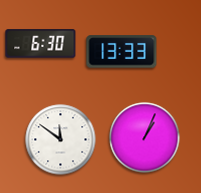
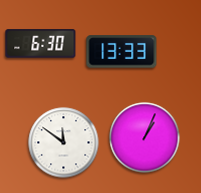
clock at (61, 140) position: (61, 140) -> (64, 143)
